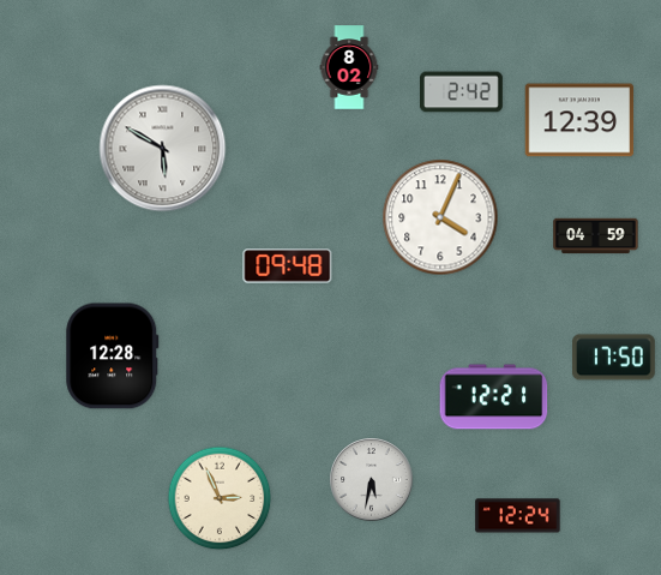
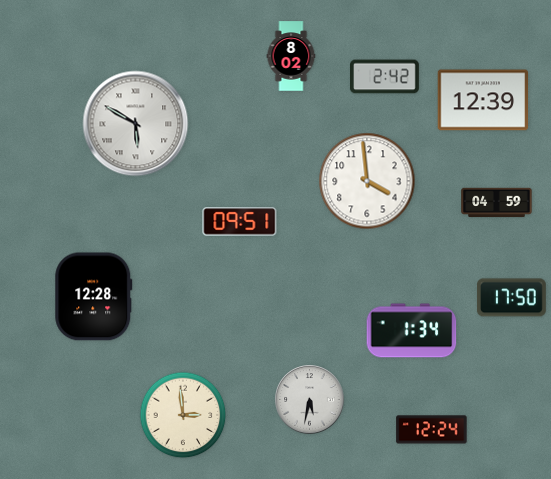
clock at (440, 217): 4:04 -> 3:59
clock at (596, 236) position: (596, 236) -> (497, 203)
clock at (288, 266): 09:48 -> 09:51
clock at (494, 397): 12:21 -> 1:34
clock at (220, 498): 2:56 -> 2:59
